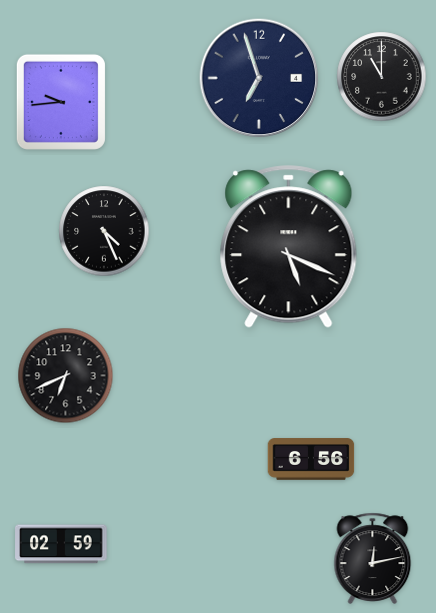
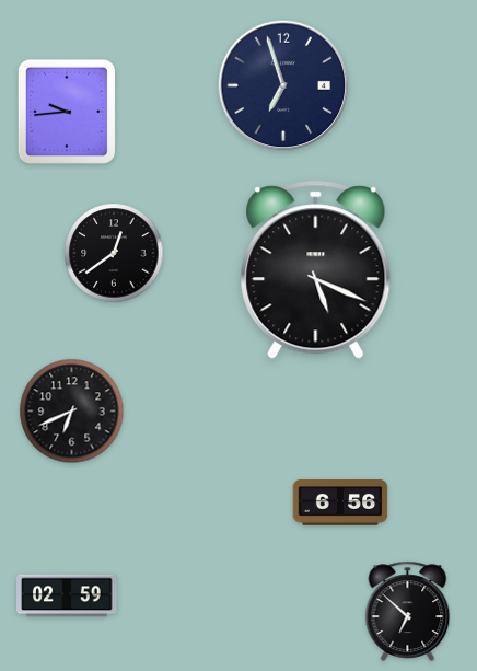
clock at (382, 77): 11:00 -> none
clock at (104, 231): 4:26 -> 12:39
clock at (373, 558): 12:13 -> 6:52
